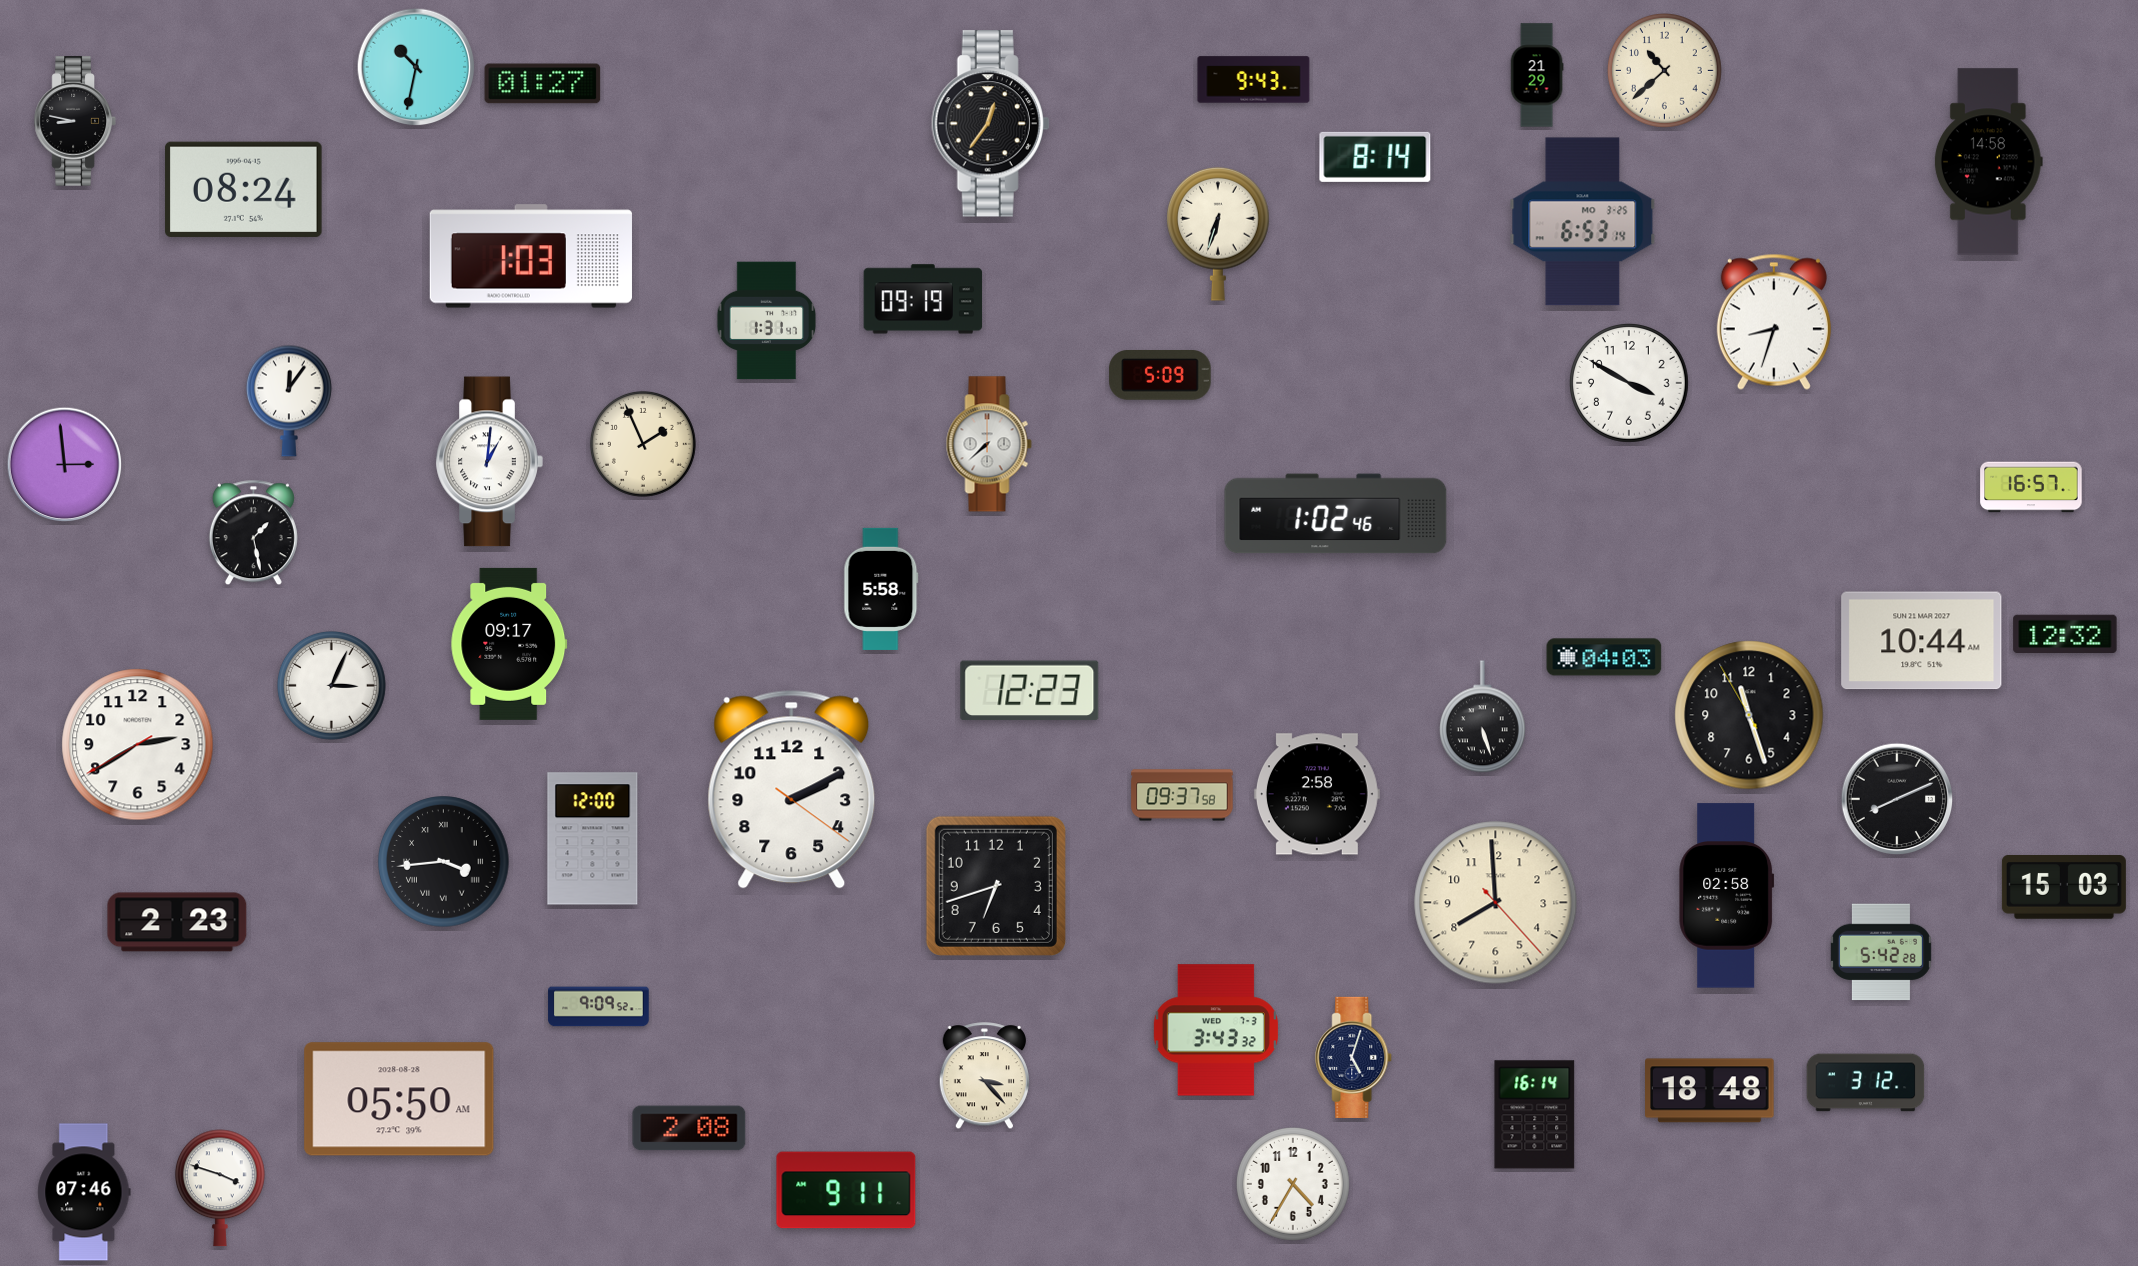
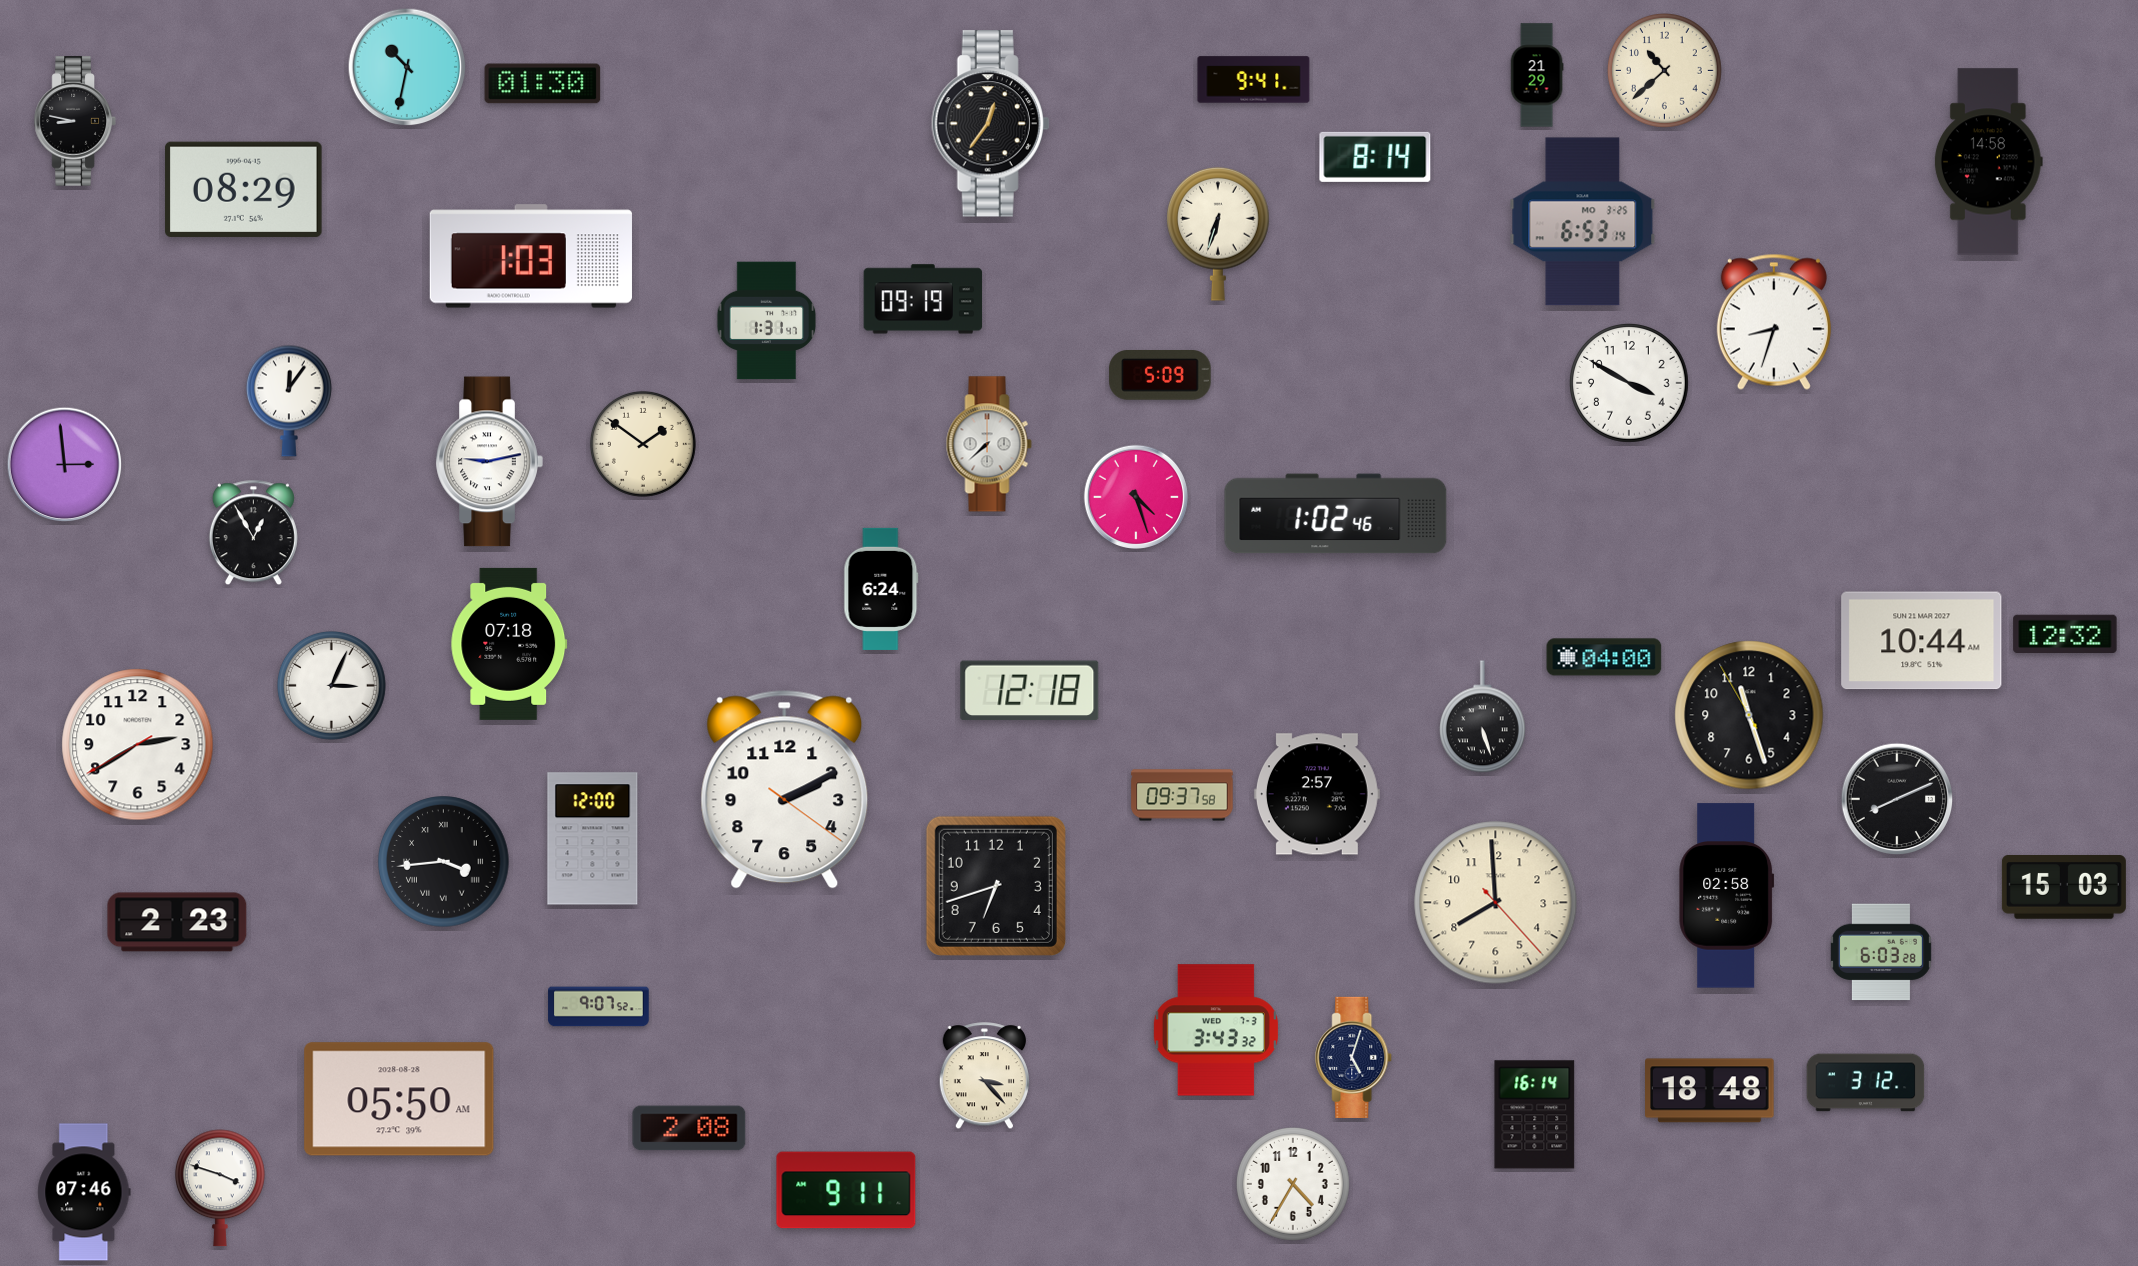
clock at (416, 67) position: (416, 67) -> (407, 67)
clock at (1254, 80): 9:43 -> 9:41
clock at (543, 84): 01:27 -> 01:30
clock at (244, 189): 08:24 -> 08:29
clock at (643, 444): 1:56 -> 1:51
clock at (489, 462): 1:01 -> 9:13
clock at (2031, 487): 16:57 -> none
clock at (1135, 496): none -> 4:27
clock at (253, 533): 1:28 -> 12:55
clock at (881, 589): 5:58 -> 6:24
clock at (509, 644): 09:17 -> 07:18
clock at (1604, 657): 04:03 -> 04:00
clock at (1030, 691): 12:23 -> 12:18
clock at (792, 789) position: (792, 789) -> (785, 789)
clock at (1317, 794): 2:58 -> 2:57
clock at (1881, 952): 5:42 -> 6:03
clock at (599, 1007): 9:09 -> 9:07
